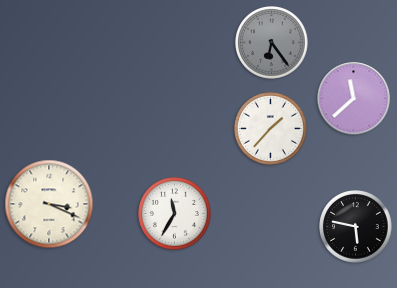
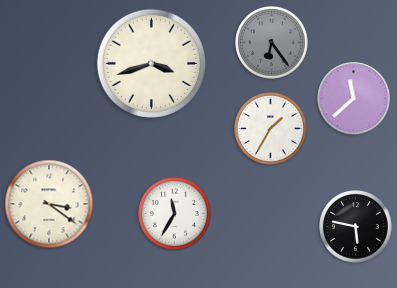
clock at (151, 63): none -> 3:42
clock at (271, 129): 1:37 -> 1:35
clock at (49, 204): 3:19 -> 3:21
